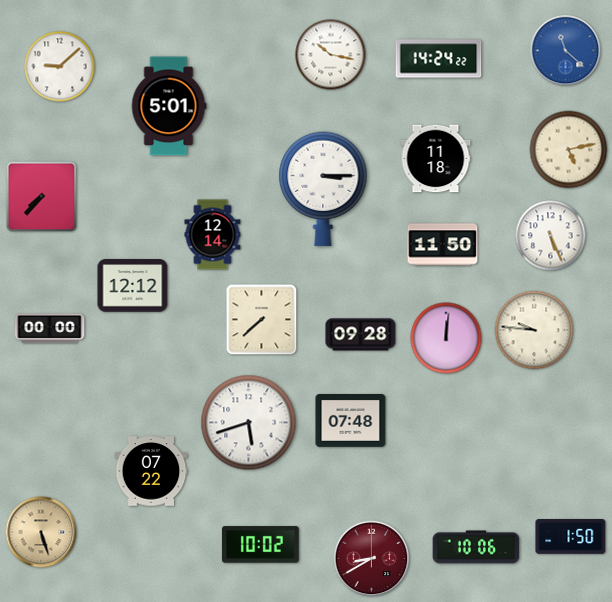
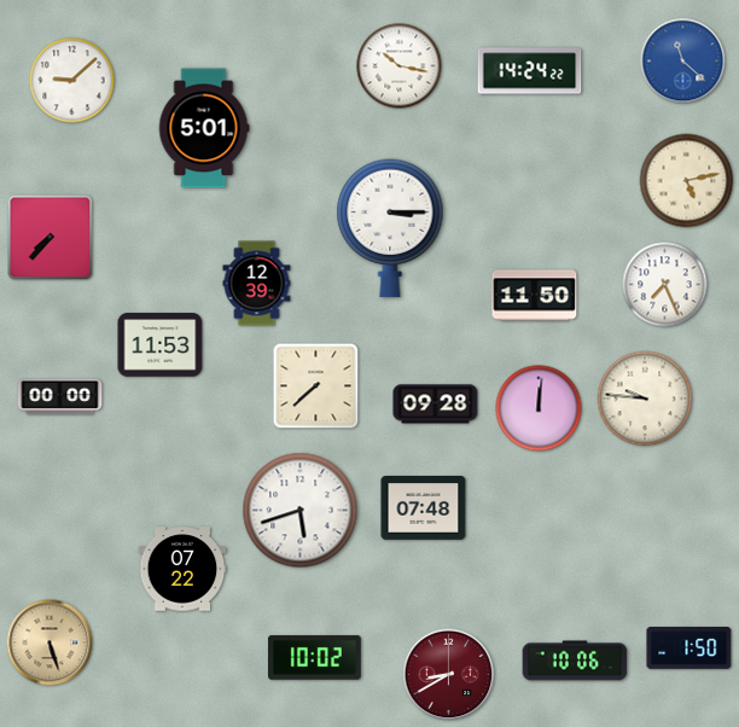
clock at (436, 159): 11:18 -> none
clock at (213, 235): 12:14 -> 12:39
clock at (551, 236): 5:26 -> 7:26
clock at (133, 286): 12:12 -> 11:53
